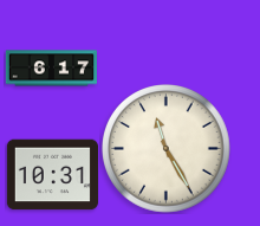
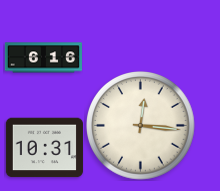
clock at (51, 69): 6:17 -> 6:16
clock at (167, 149): 11:25 -> 12:16
